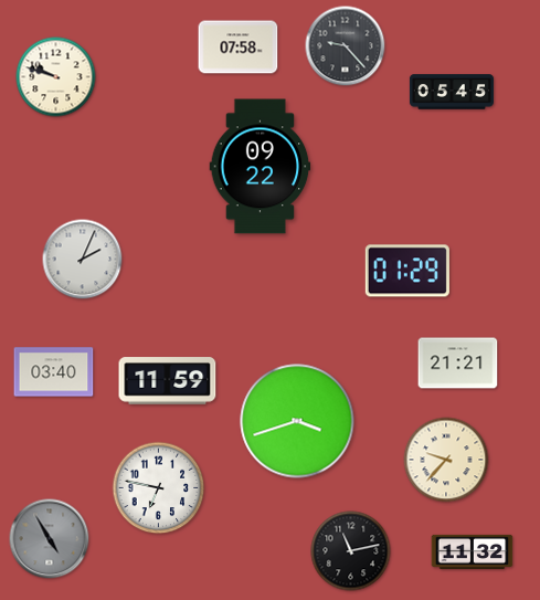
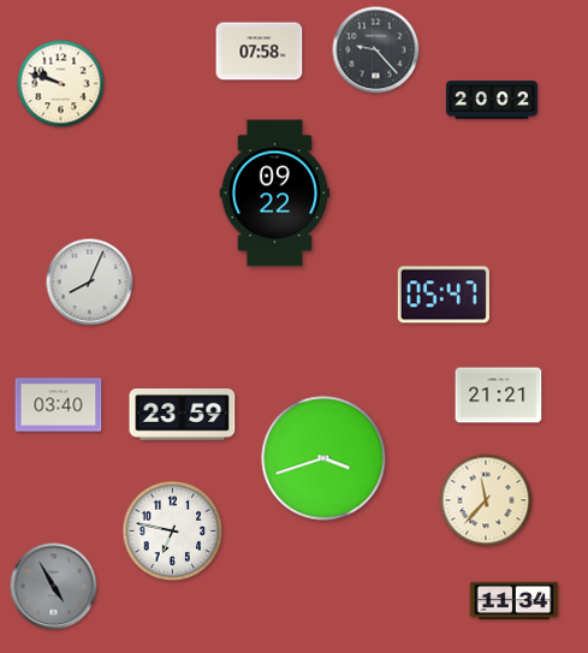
clock at (452, 92): 05:45 -> 20:02
clock at (261, 167) position: (261, 167) -> (275, 194)
clock at (83, 260): 2:04 -> 8:04
clock at (407, 271): 01:29 -> 05:47
clock at (168, 381): 11:59 -> 23:59
clock at (446, 460): 9:37 -> 11:37
clock at (351, 551): 11:13 -> none
clock at (473, 551): 11:32 -> 11:34
